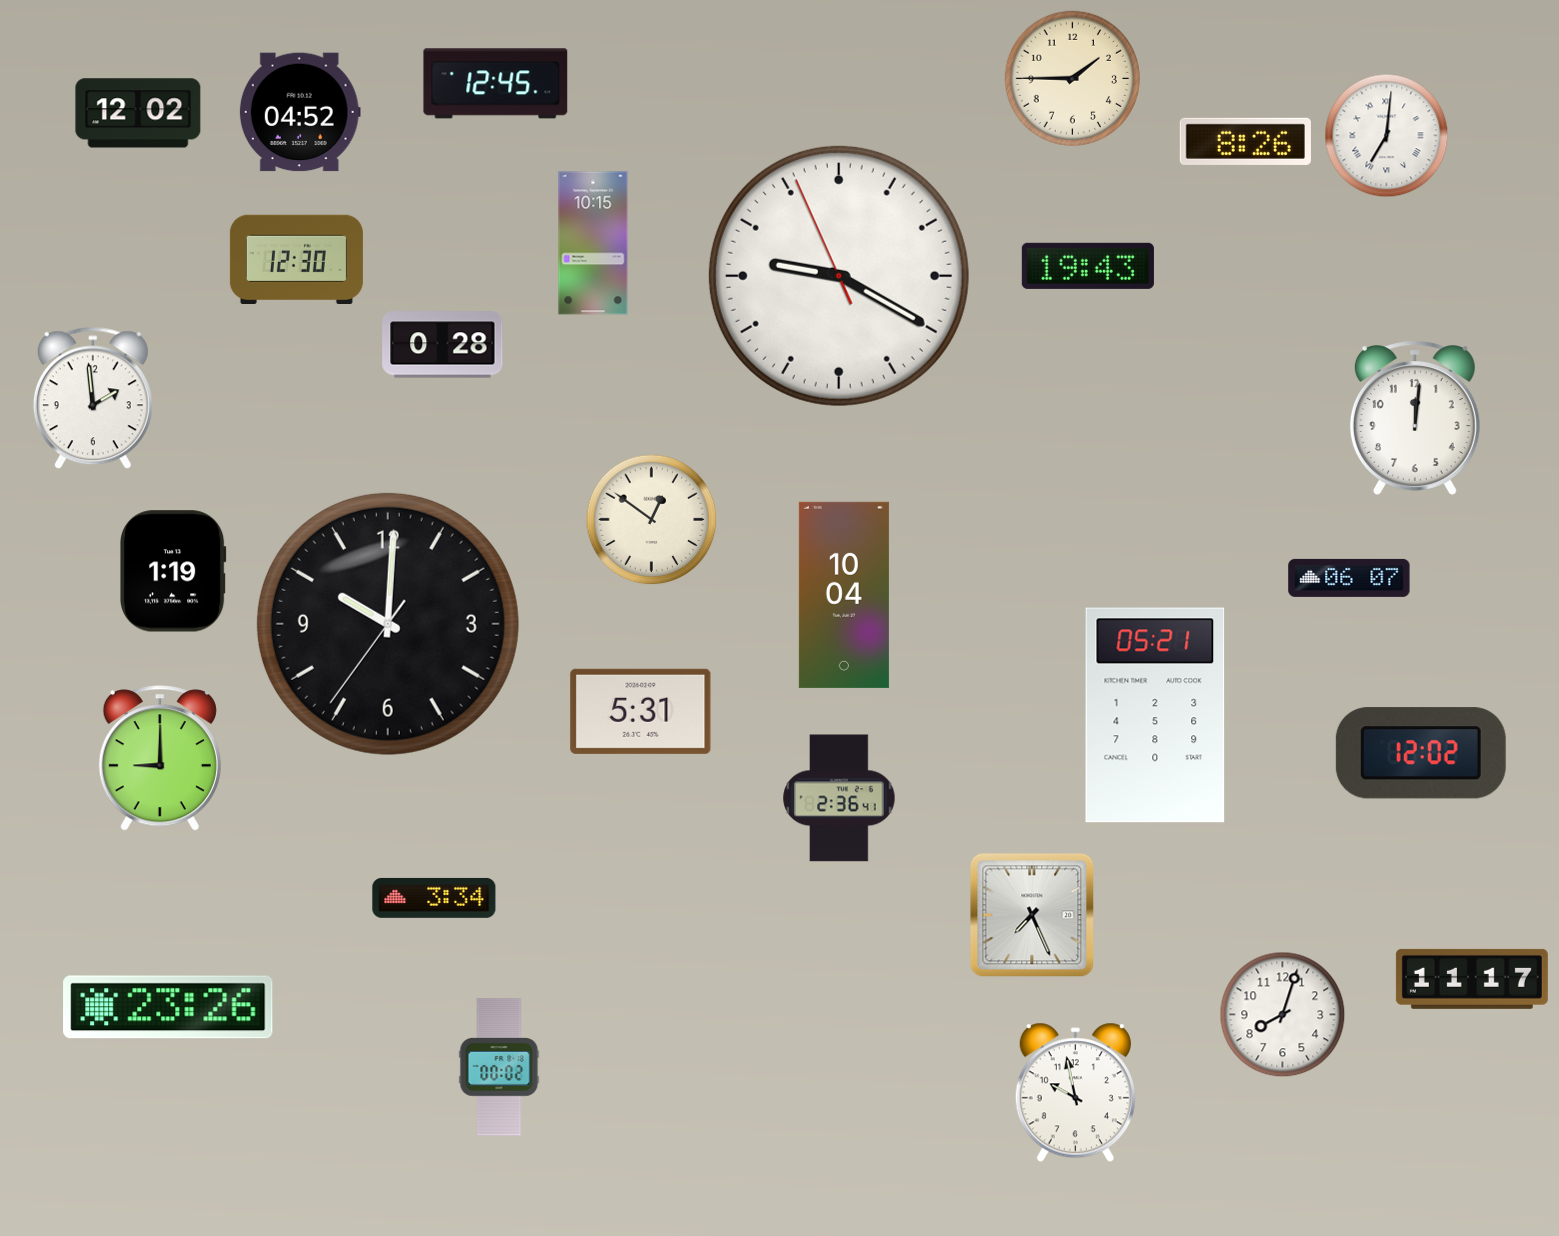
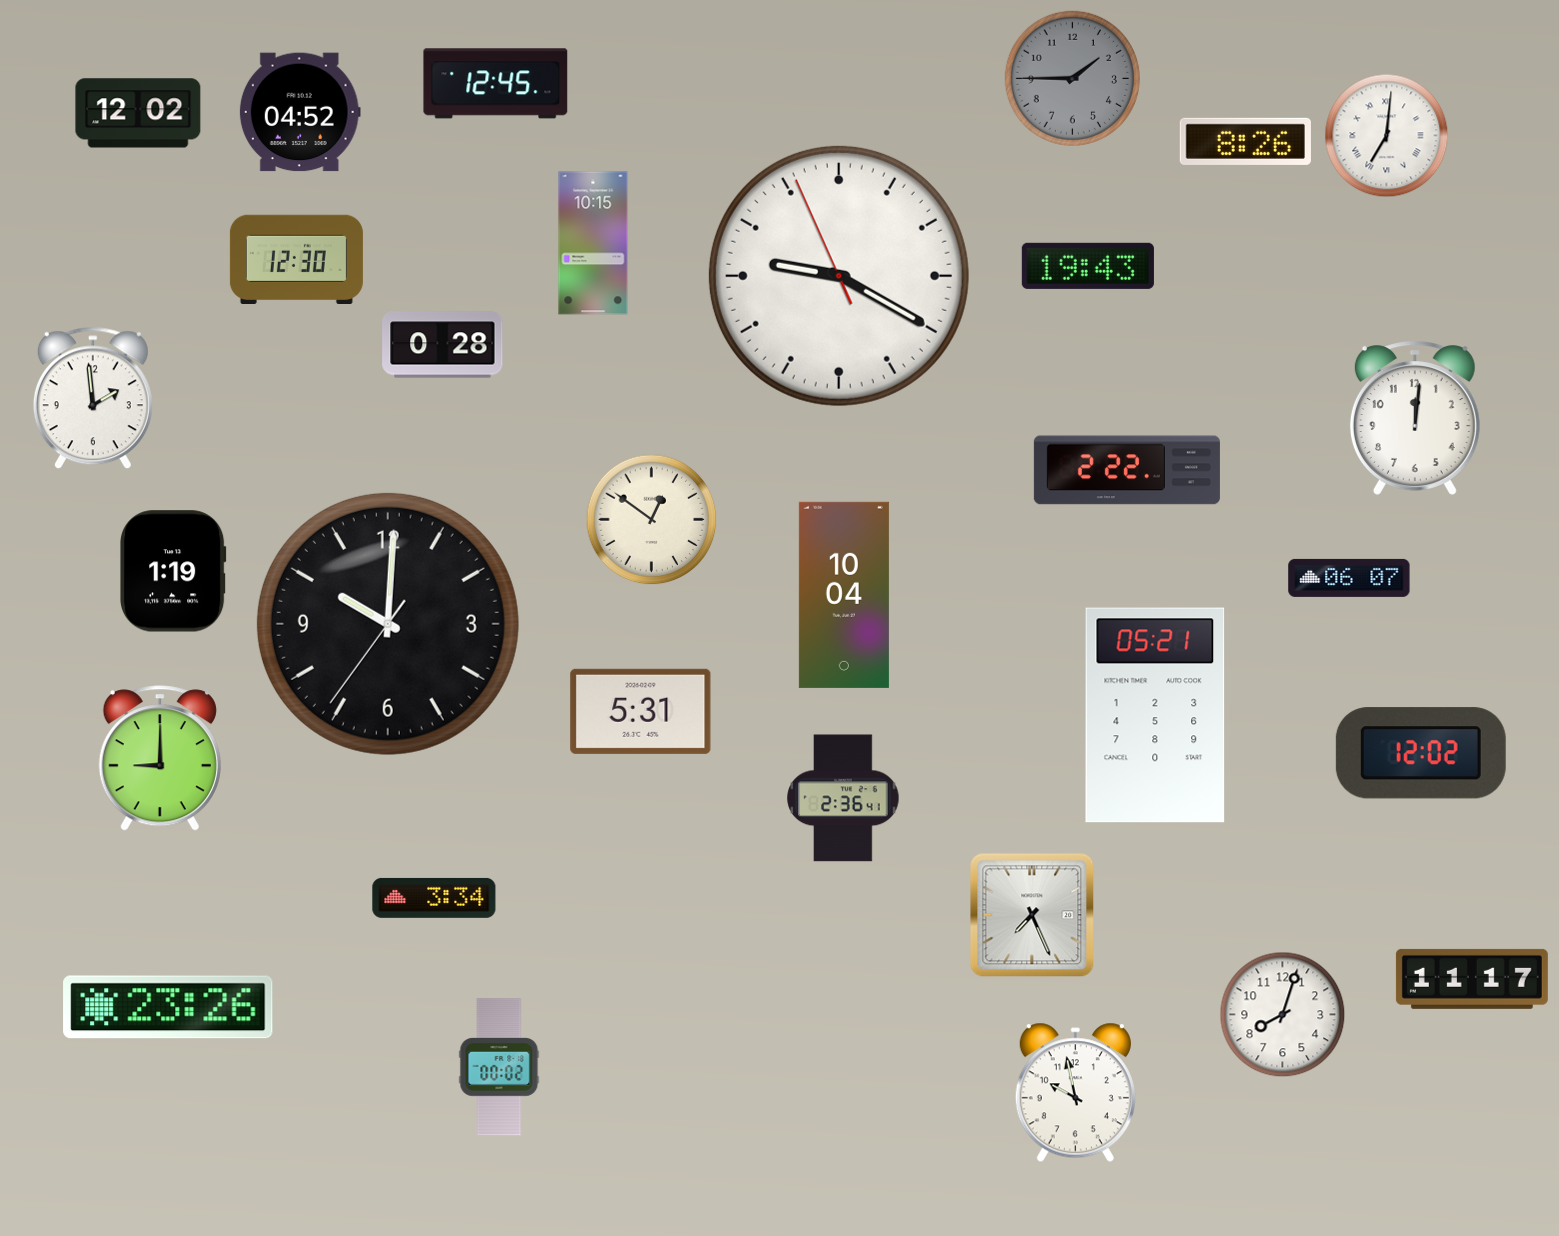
clock at (1072, 78) dial: cream -> grey
clock at (1127, 470): none -> 2:22
clock at (839, 798) position: (839, 798) -> (843, 798)
